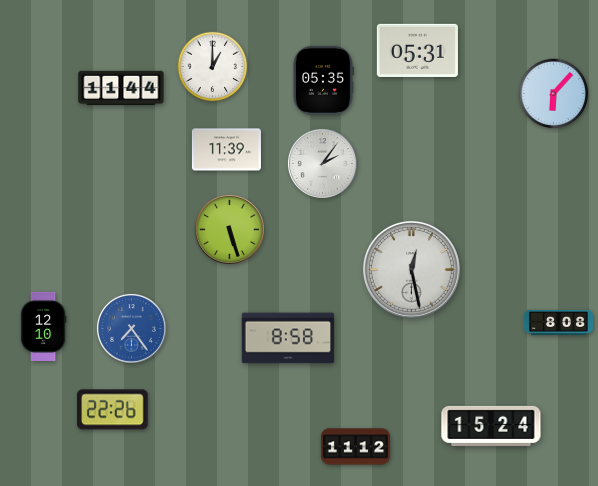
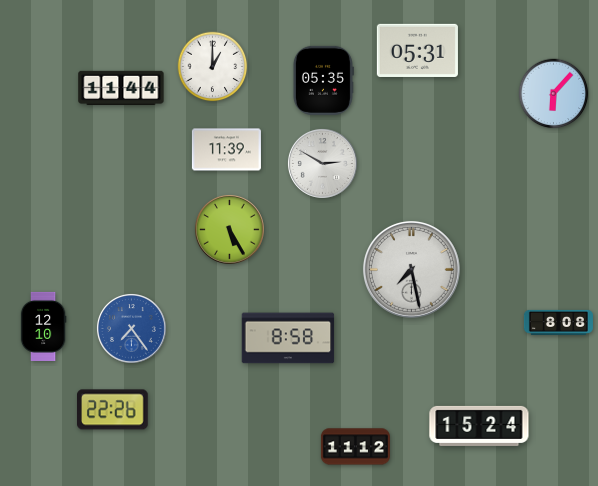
clock at (323, 164): 2:06 -> 2:50
clock at (230, 230): 5:27 -> 5:25
clock at (411, 269): 12:28 -> 7:28
clock at (491, 426) position: (491, 426) -> (479, 426)
